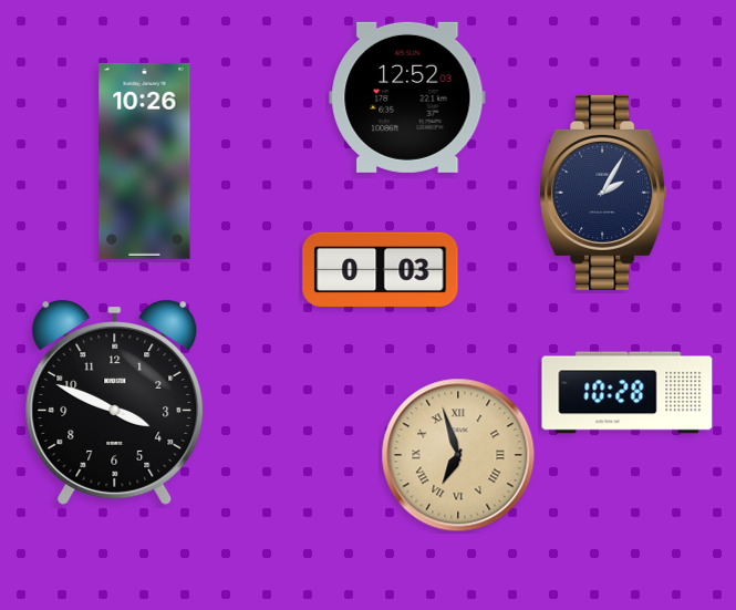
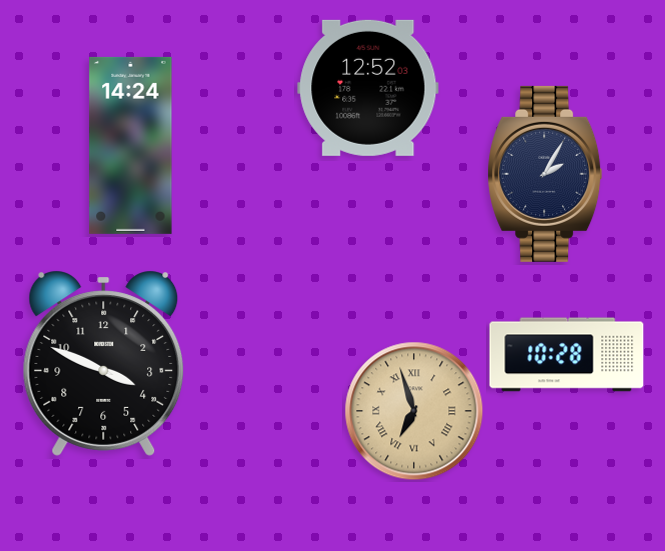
clock at (145, 161): 10:26 -> 14:24
clock at (381, 270): 0:03 -> none
